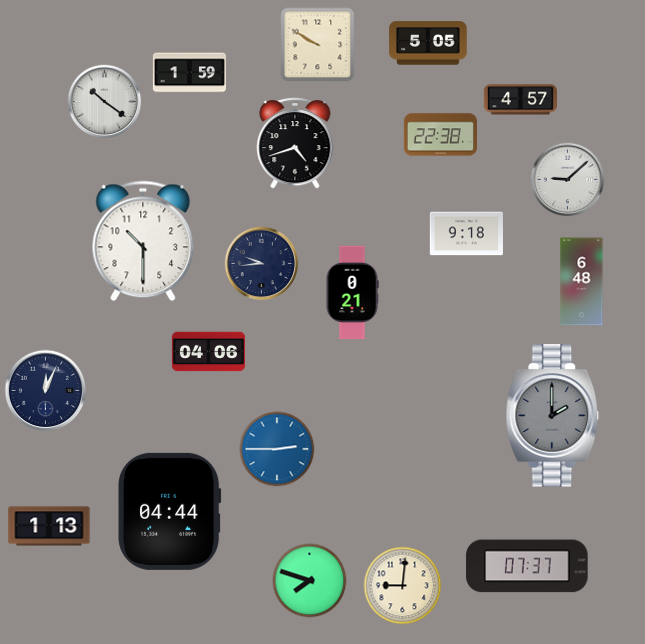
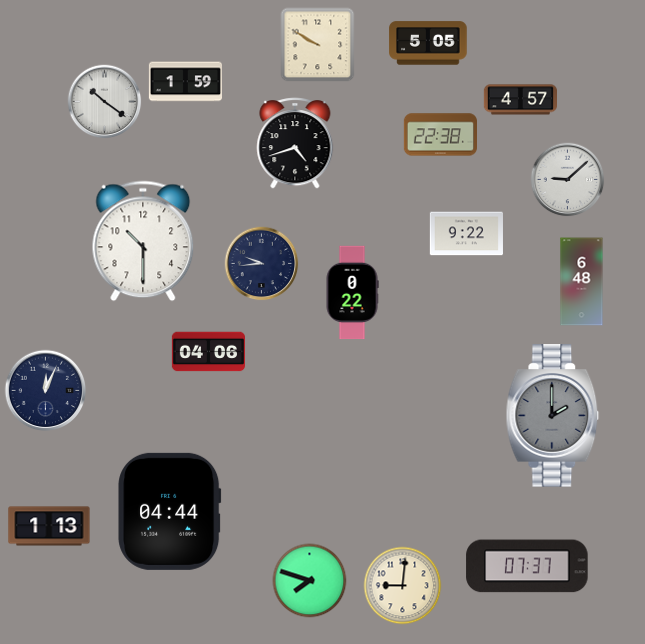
clock at (189, 73) position: (189, 73) -> (185, 82)
clock at (466, 234): 9:18 -> 9:22
clock at (352, 293): 0:21 -> 0:22
clock at (277, 449): 2:45 -> none
